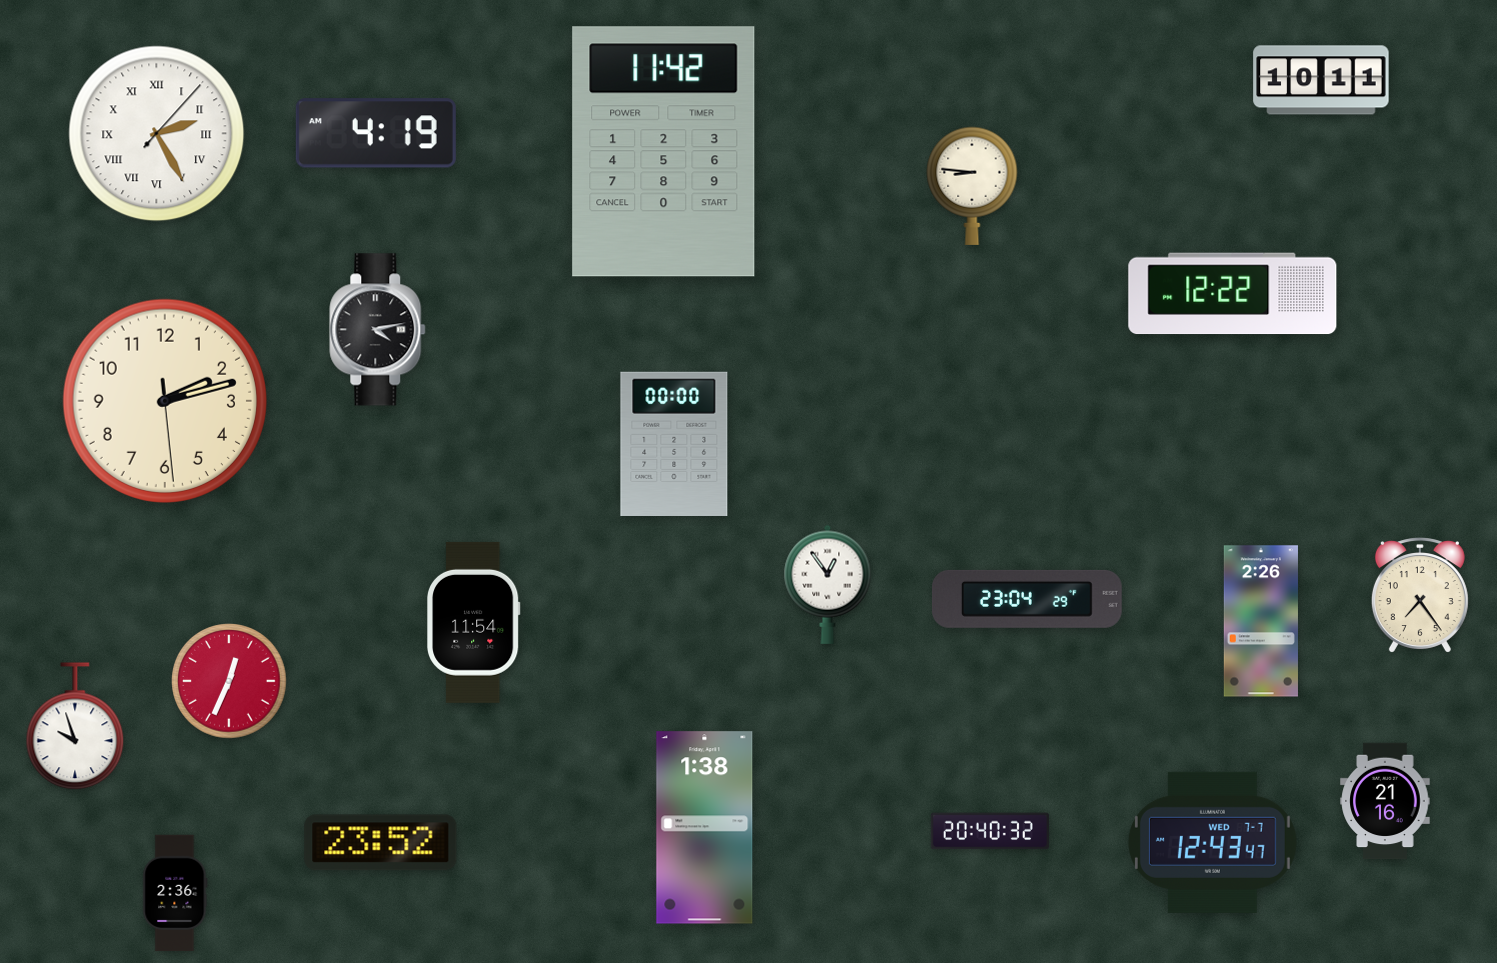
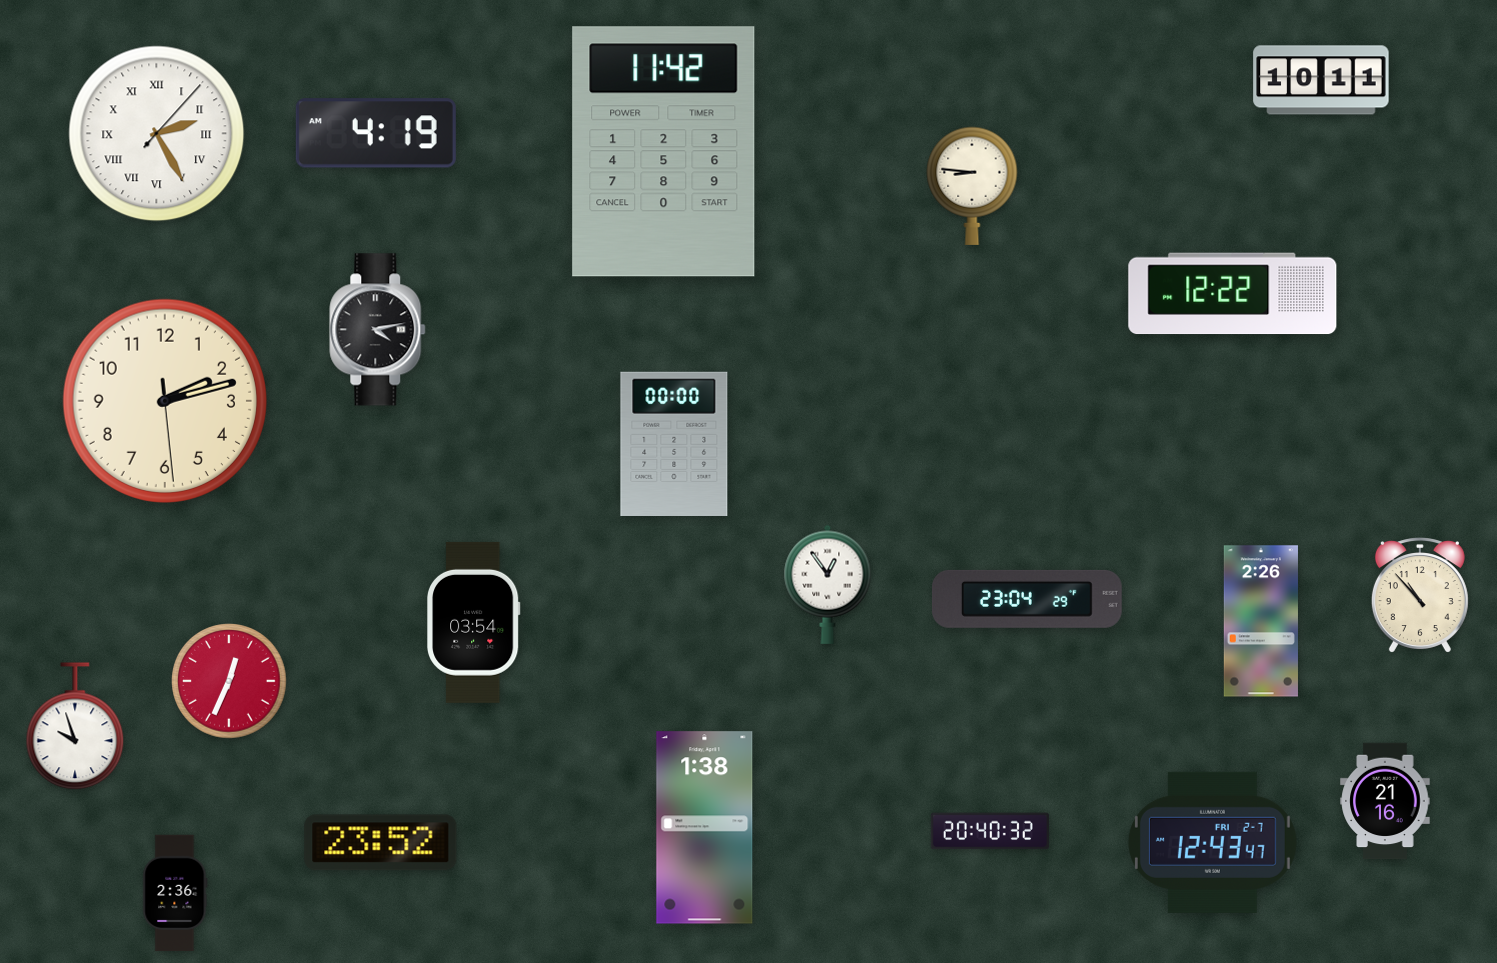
clock at (1420, 595): 7:24 -> 10:53
clock at (474, 622): 11:54 -> 03:54
clock at (1212, 842) date: WED 7-7 -> FRI 2-7
